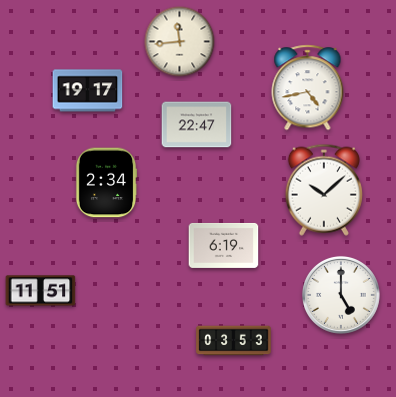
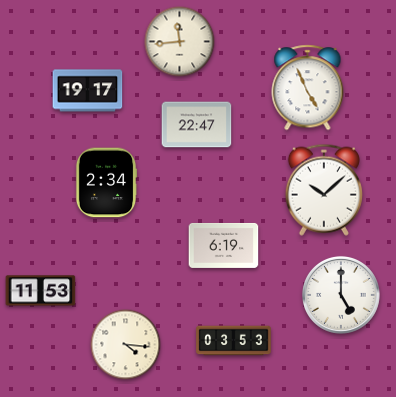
clock at (308, 88): 4:43 -> 4:56
clock at (41, 291): 11:51 -> 11:53
clock at (126, 345): none -> 4:16
